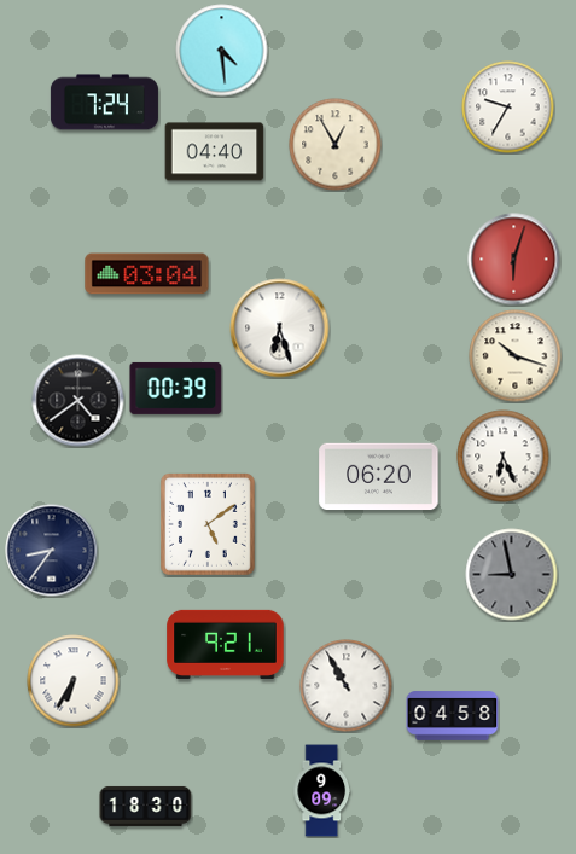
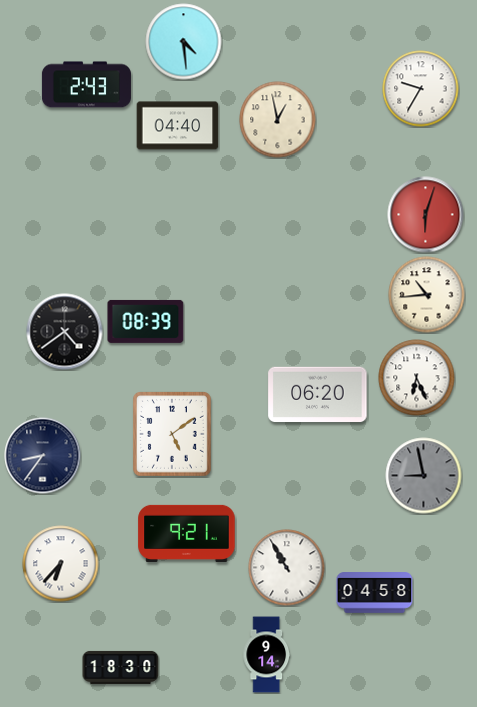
clock at (104, 103): 7:24 -> 2:43
clock at (336, 145): 12:55 -> 12:58
clock at (147, 274): 03:04 -> none
clock at (280, 329): 6:27 -> none
clock at (516, 356): 10:18 -> 10:44
clock at (176, 388): 00:39 -> 08:39
clock at (379, 477) position: (379, 477) -> (318, 395)
clock at (74, 681): 6:35 -> 6:37
clock at (321, 791): 9:09 -> 9:14
